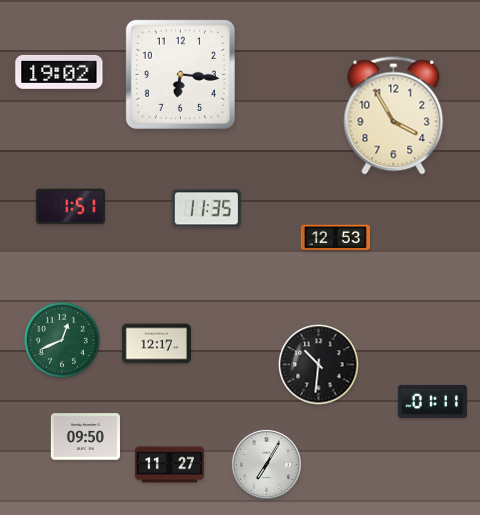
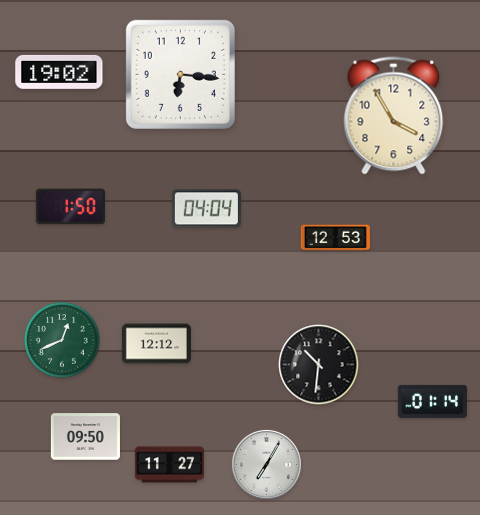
clock at (70, 207): 1:51 -> 1:50
clock at (206, 209): 11:35 -> 04:04
clock at (156, 344): 12:17 -> 12:12
clock at (432, 401): 01:11 -> 01:14
